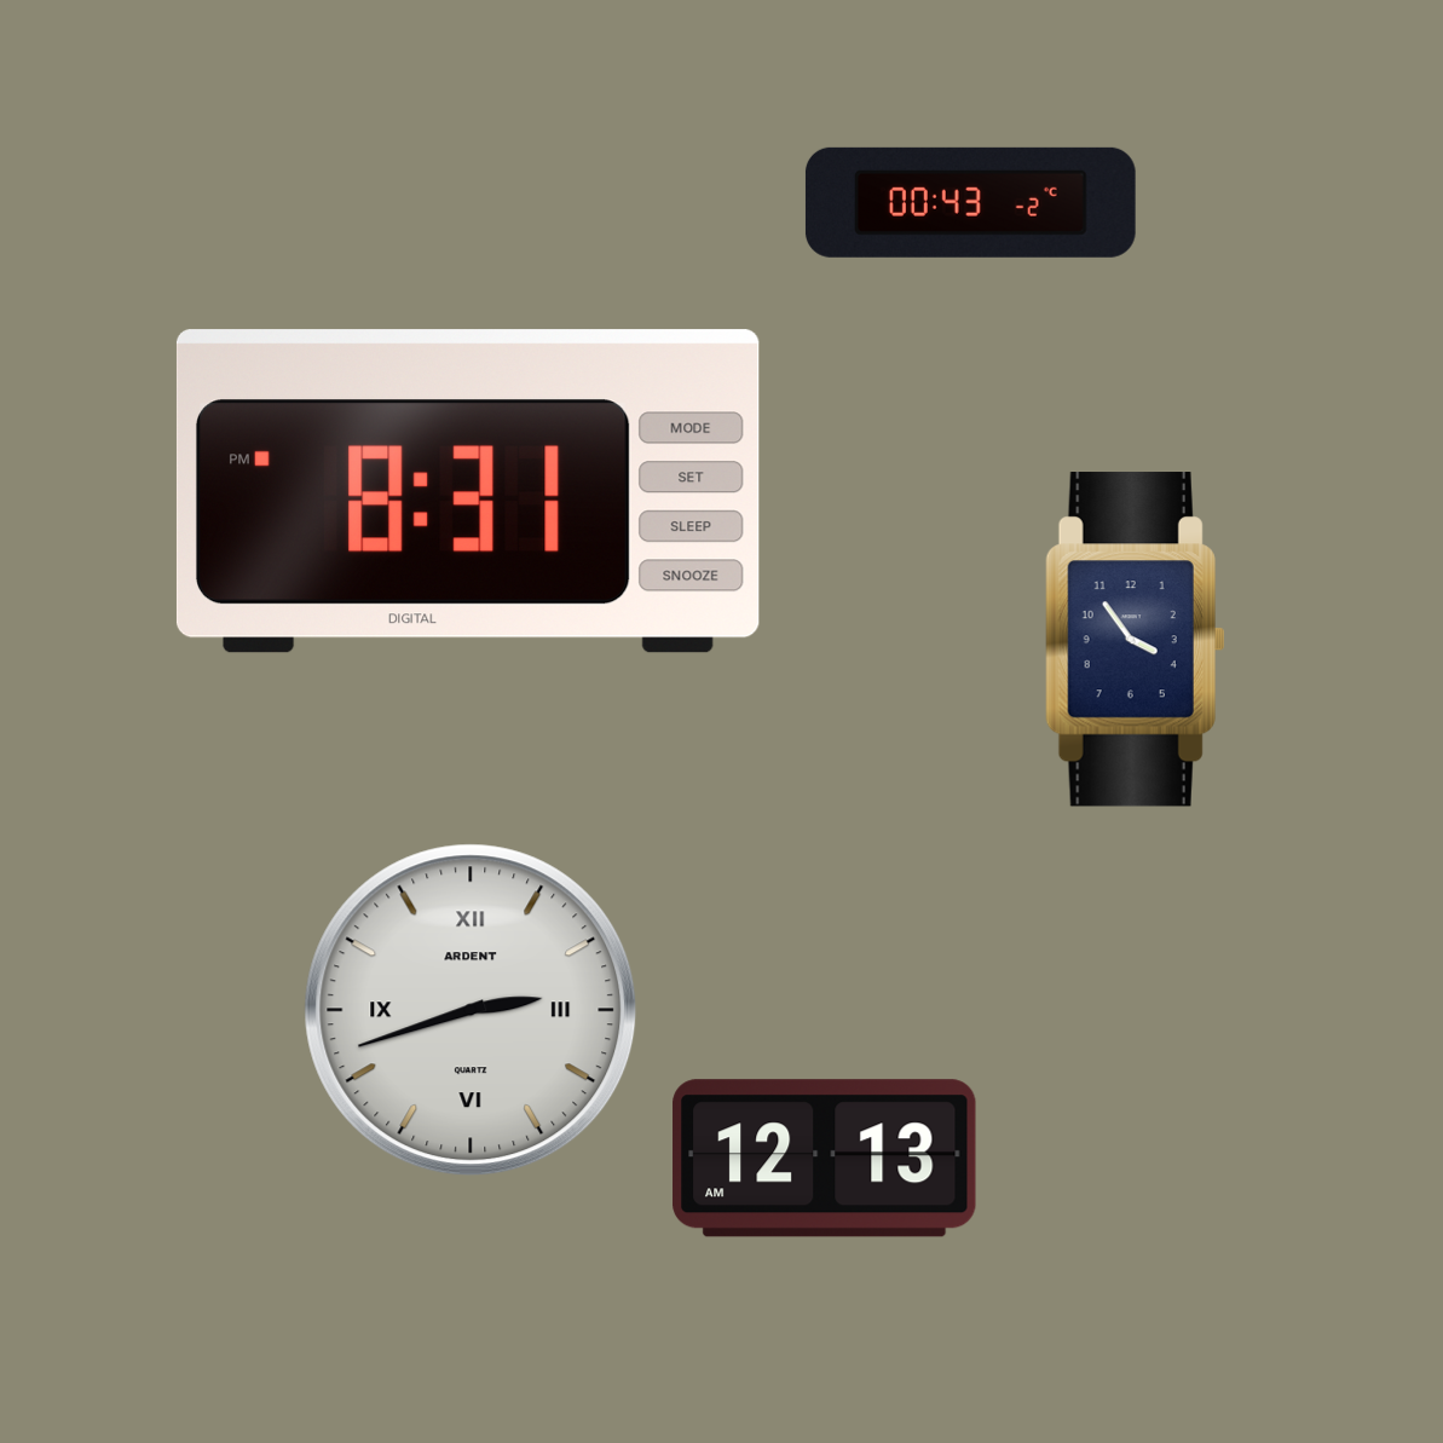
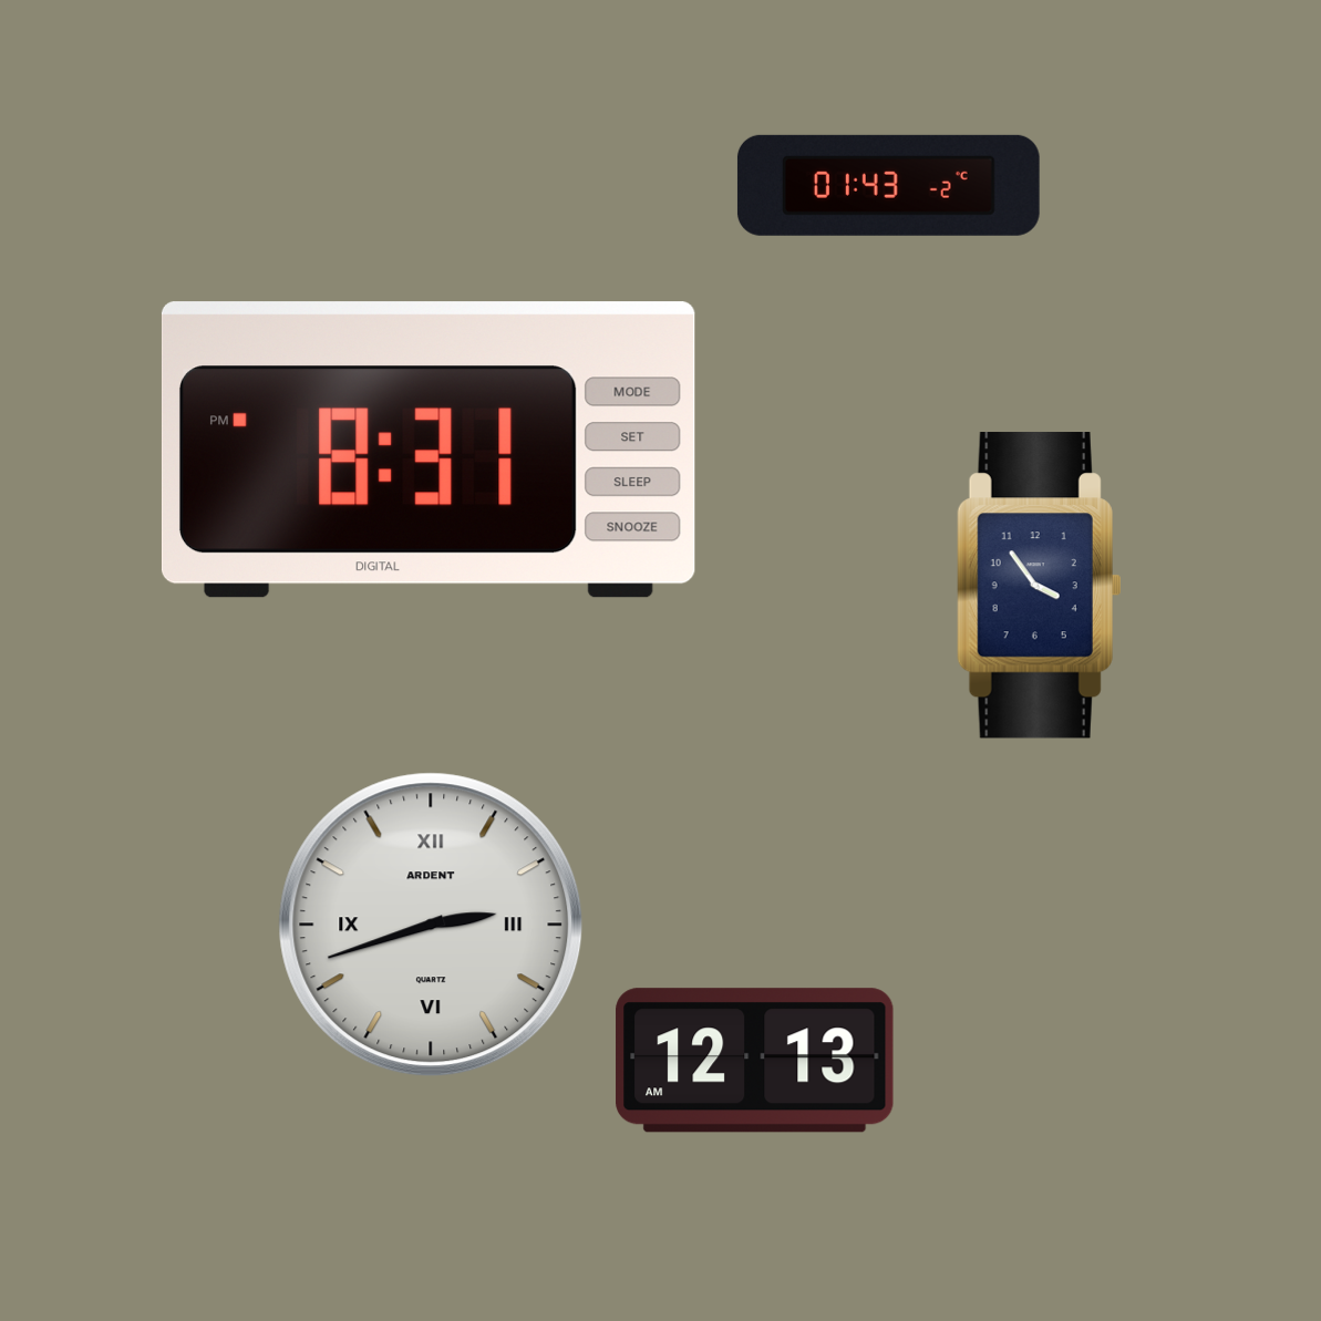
clock at (970, 202): 00:43 -> 01:43
